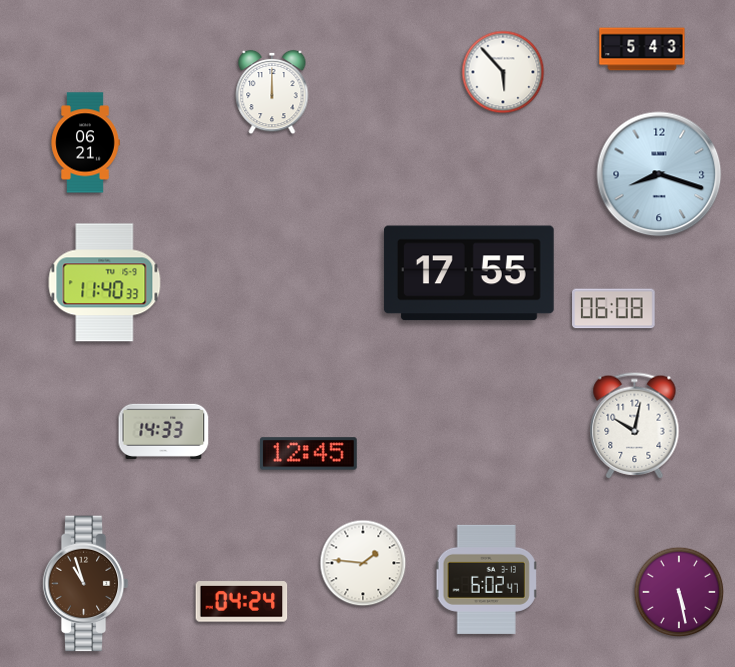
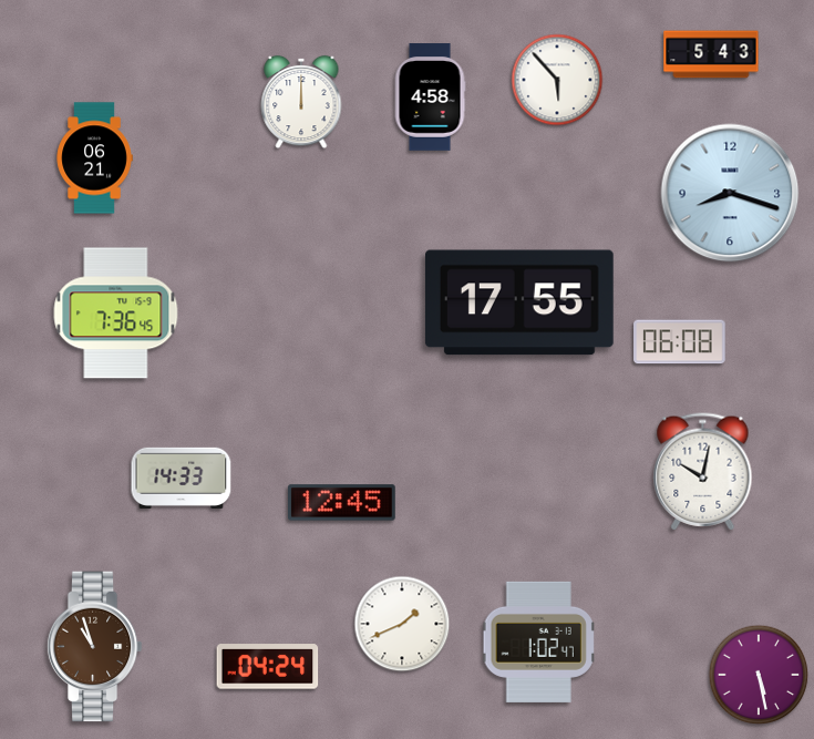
clock at (430, 97): none -> 4:58
clock at (105, 283): 11:40 -> 7:36
clock at (363, 563): 1:46 -> 1:41
clock at (487, 579): 6:02 -> 1:02
clock at (679, 592) position: (679, 592) -> (759, 675)
